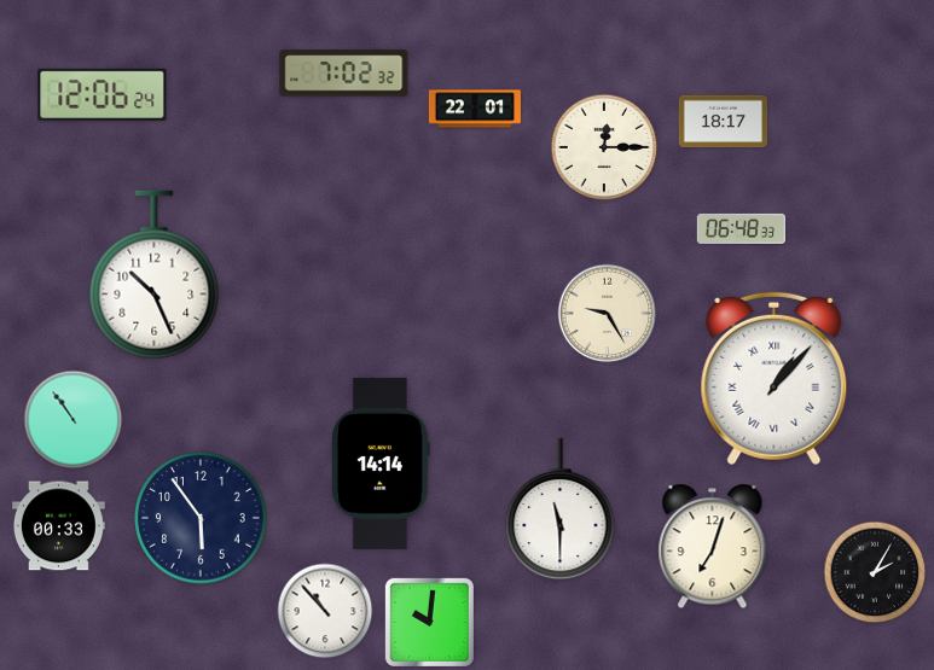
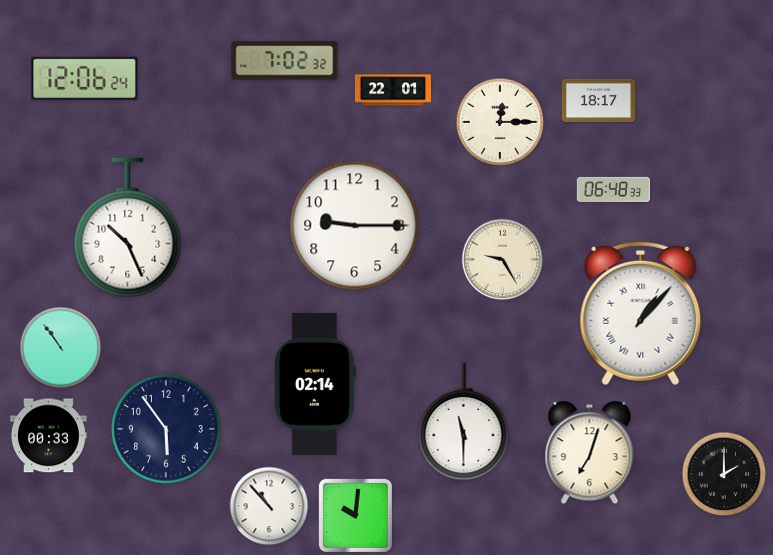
clock at (355, 226): none -> 9:15
clock at (381, 464): 14:14 -> 02:14
clock at (875, 572): 2:05 -> 2:00
